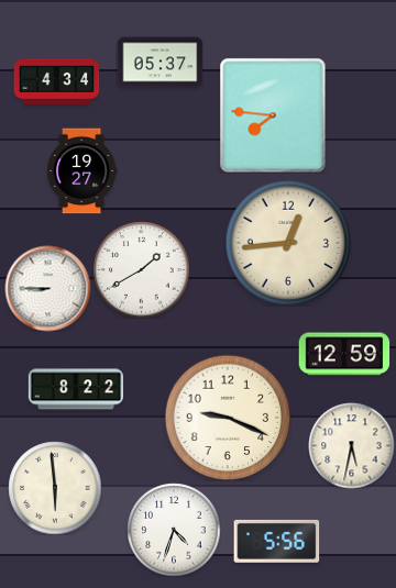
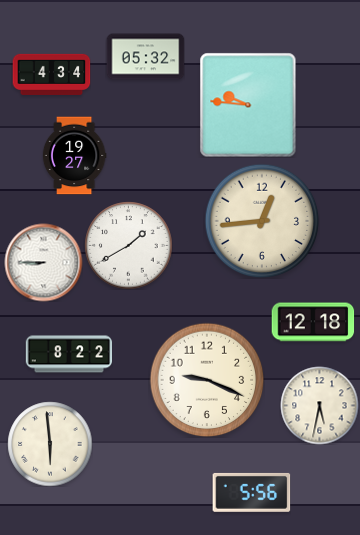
clock at (159, 63): 05:37 -> 05:32
clock at (273, 115): 7:46 -> 9:46
clock at (344, 354): 12:59 -> 12:18
clock at (174, 530): 4:33 -> none
